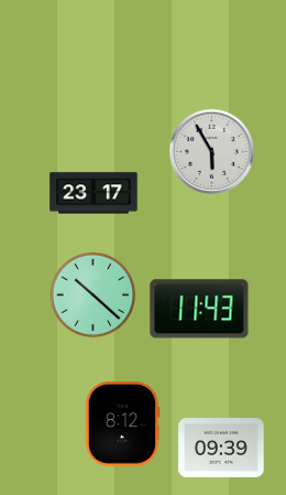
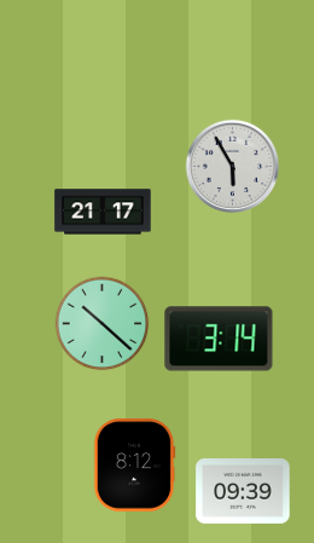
clock at (94, 193): 23:17 -> 21:17
clock at (199, 309): 11:43 -> 3:14
